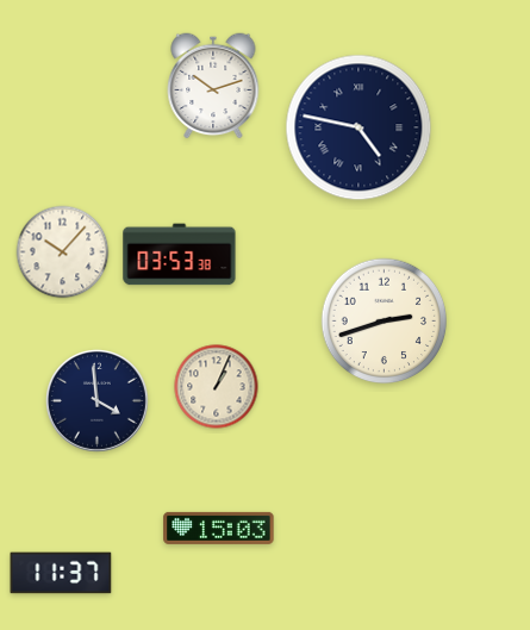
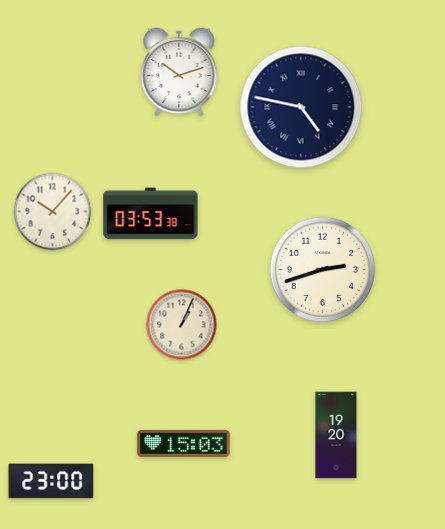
clock at (98, 401): 3:59 -> none
clock at (336, 435): none -> 19:20
clock at (61, 573): 11:37 -> 23:00
